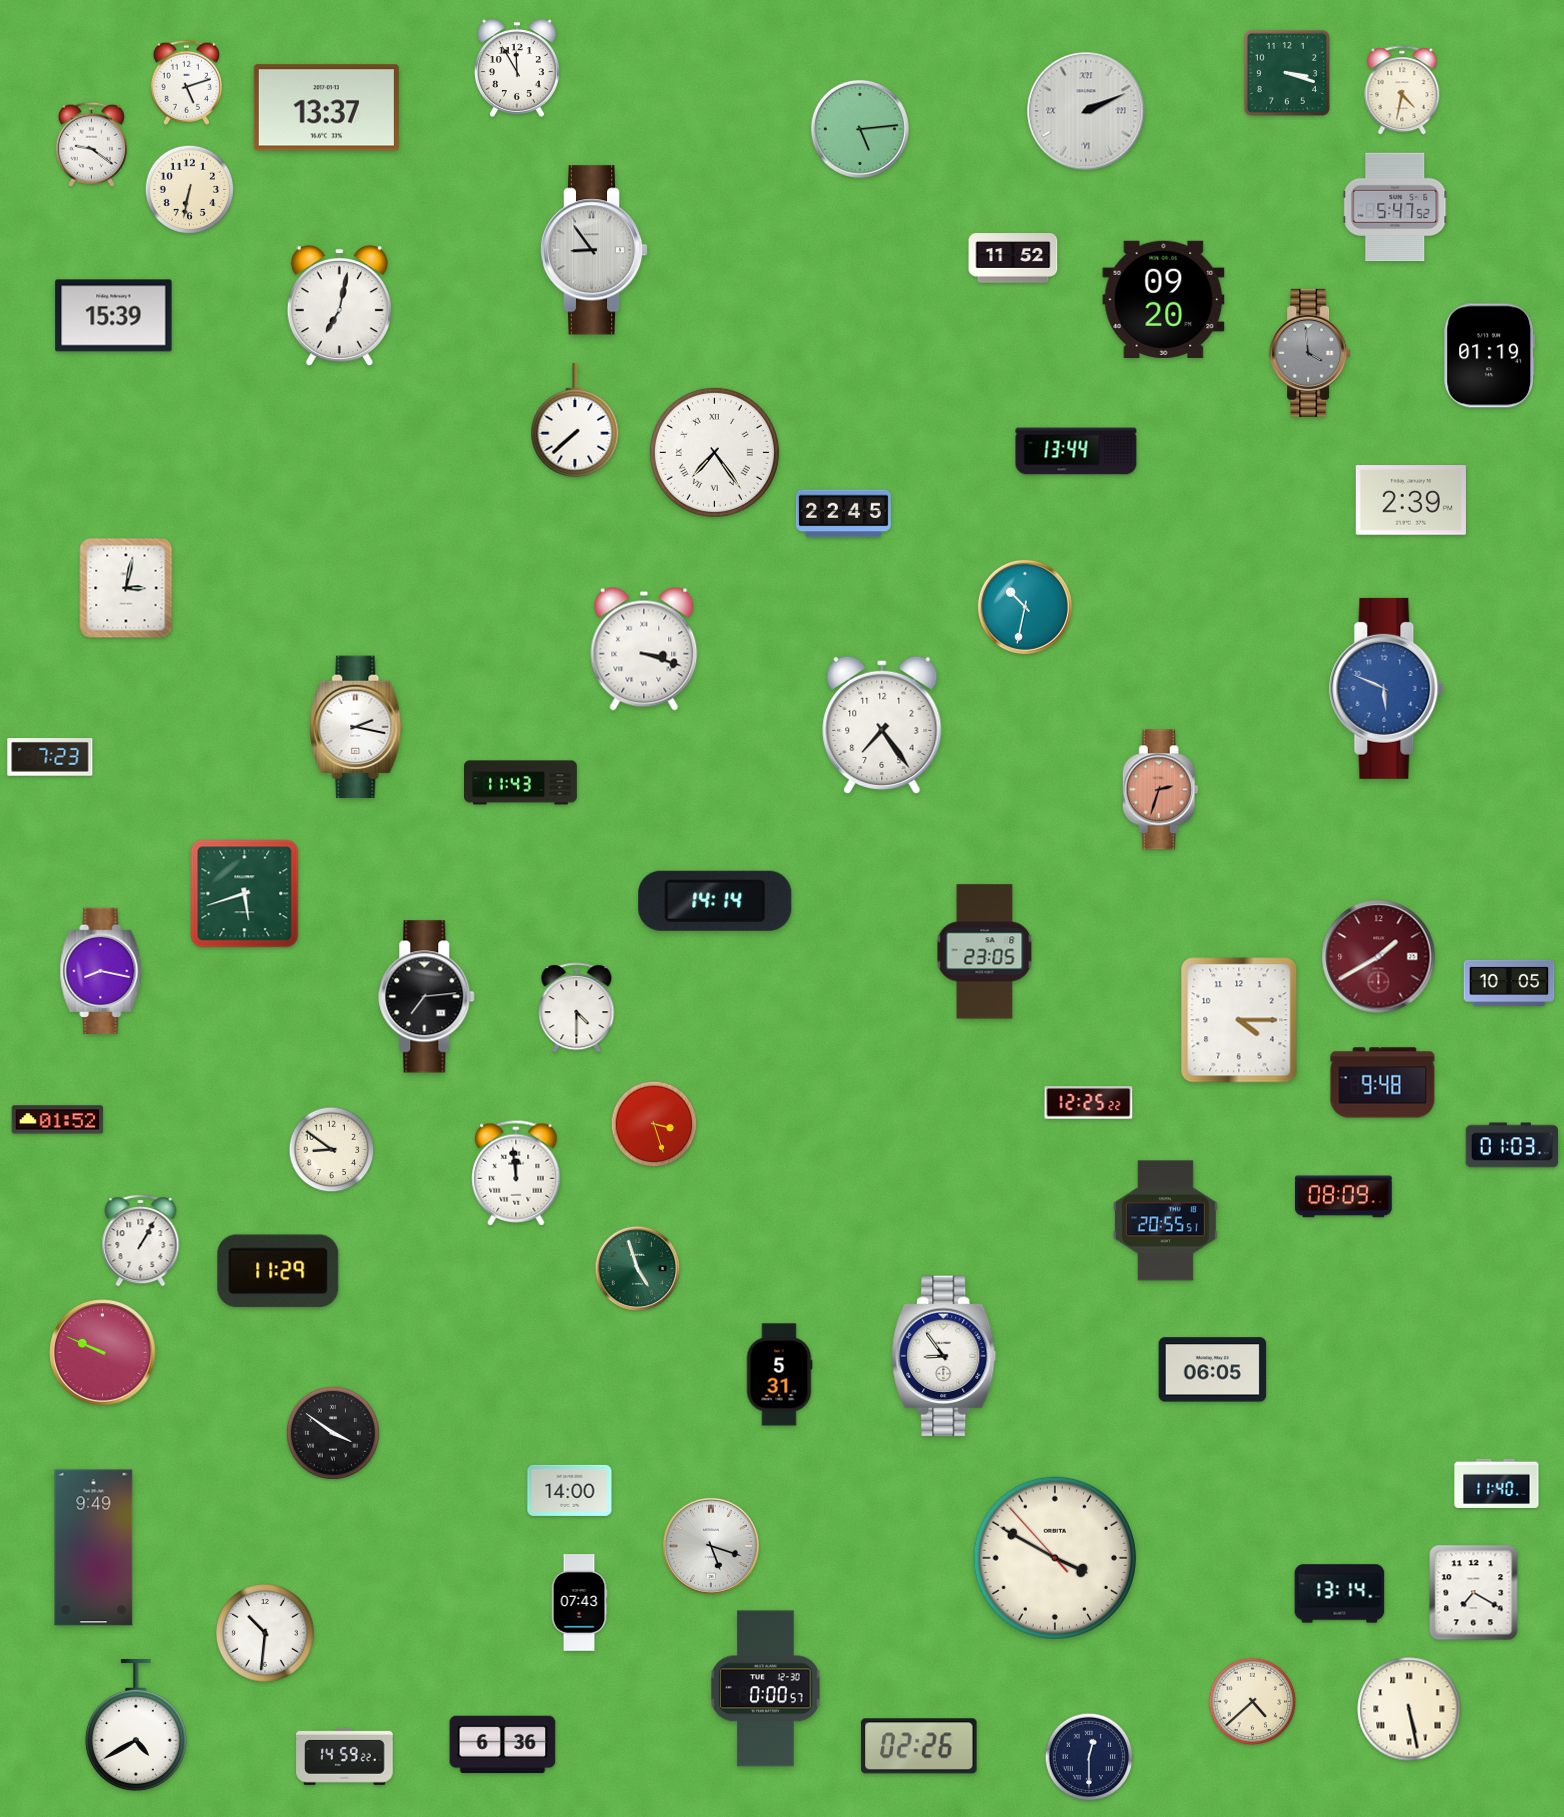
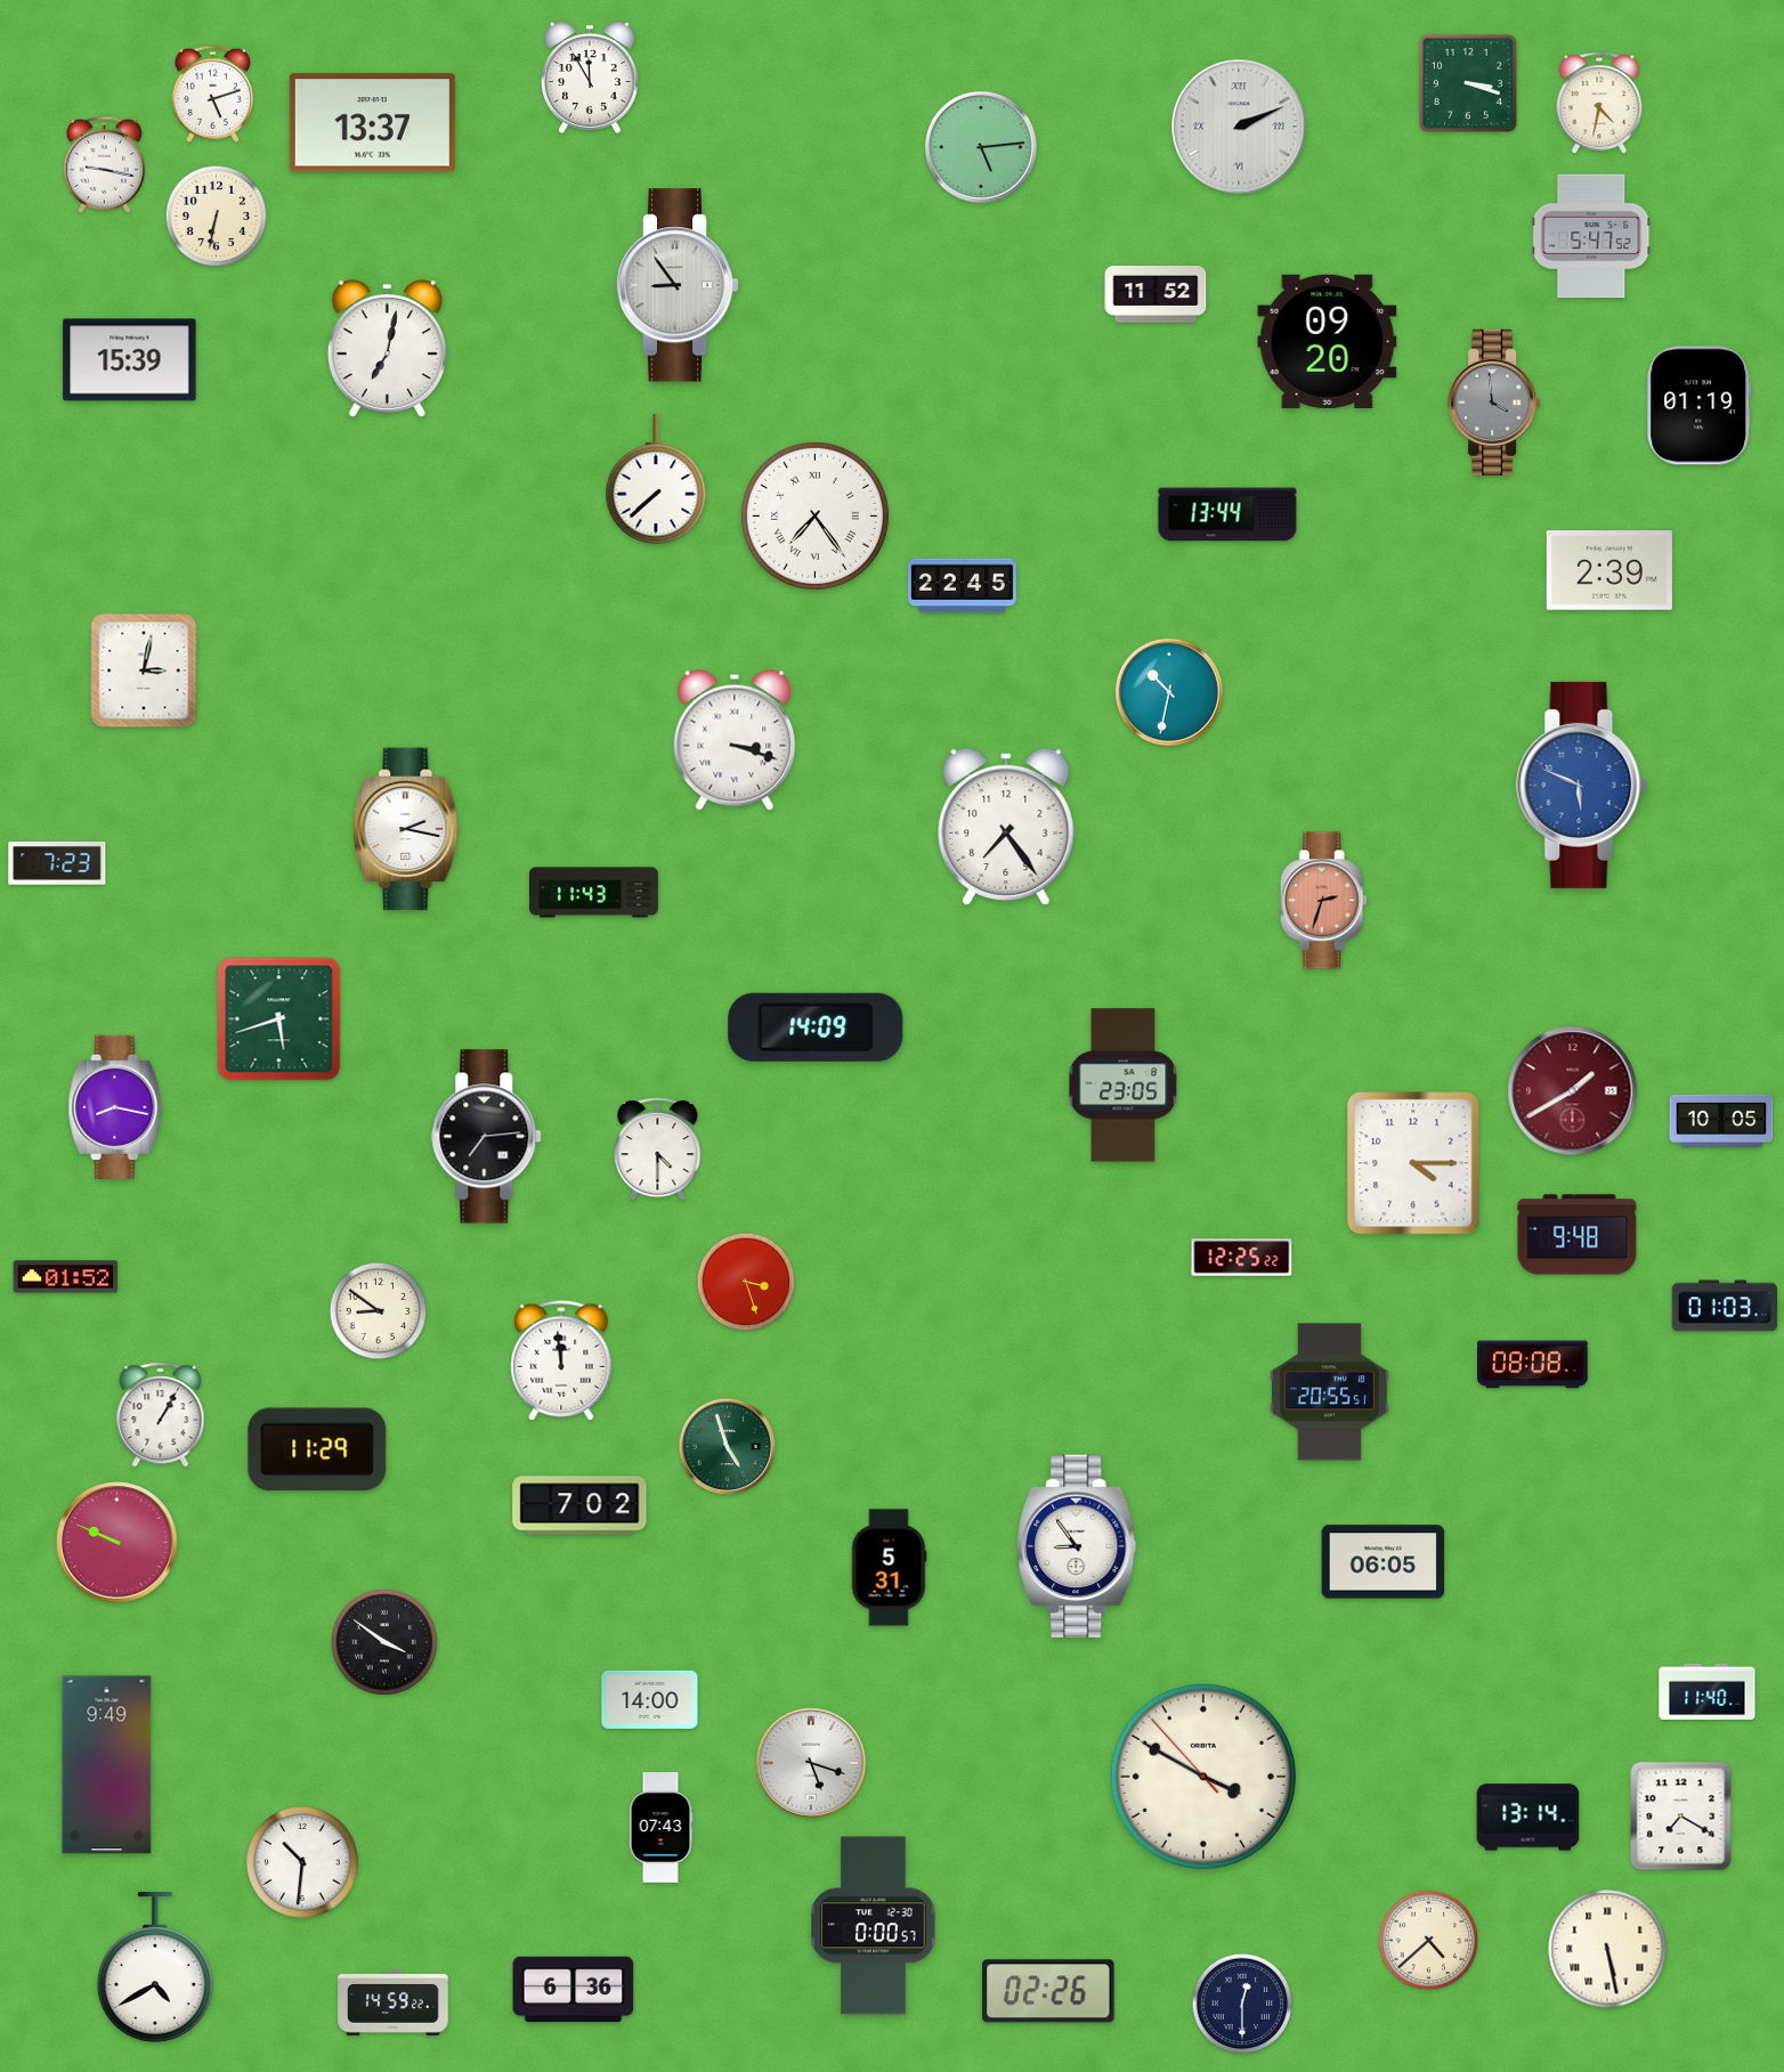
clock at (91, 144): 9:21 -> 9:17
clock at (715, 901): 14:14 -> 14:09
clock at (516, 1173) position: (516, 1173) -> (561, 1360)
clock at (1344, 1197): 08:09 -> 08:08
clock at (579, 1505): none -> 7:02
clock at (333, 1433) position: (333, 1433) -> (384, 1642)
